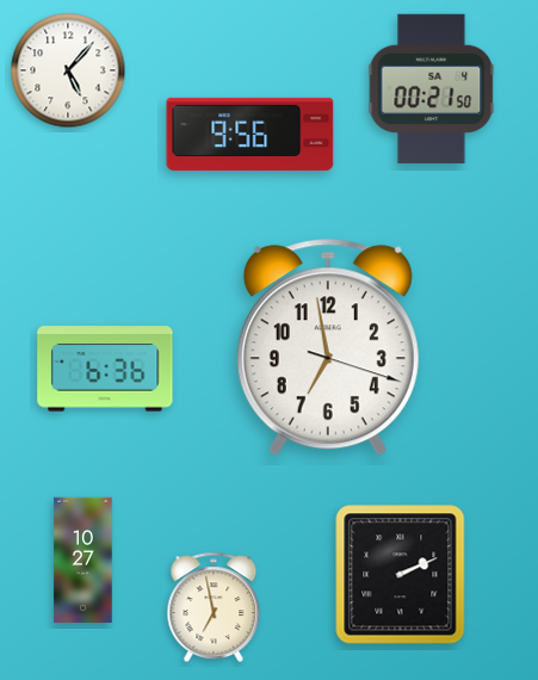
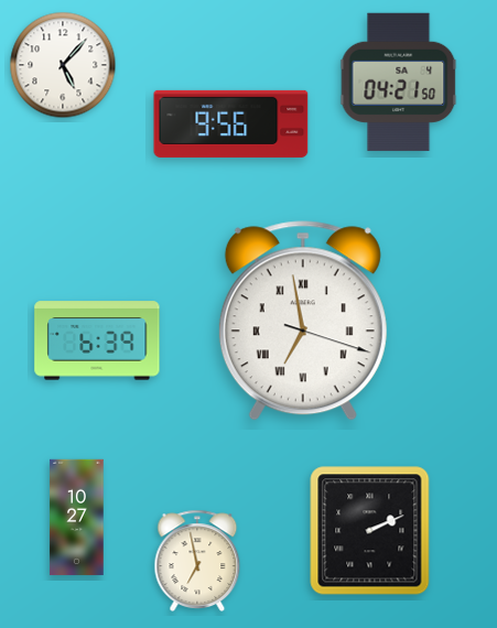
clock at (432, 88): 00:21 -> 04:21
clock at (328, 347) numerals: Arabic -> Roman
clock at (105, 369): 6:36 -> 6:39
